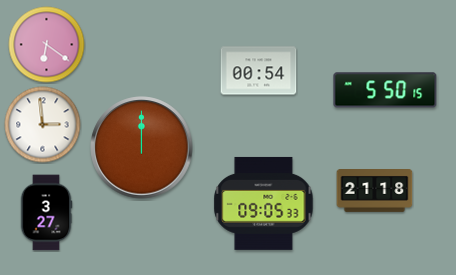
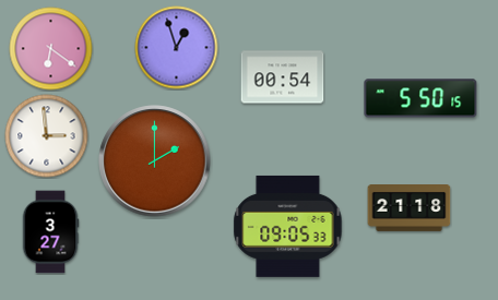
clock at (177, 48): none -> 12:57
clock at (142, 148): 12:00 -> 2:00
clock at (264, 203) position: (264, 203) -> (288, 226)
